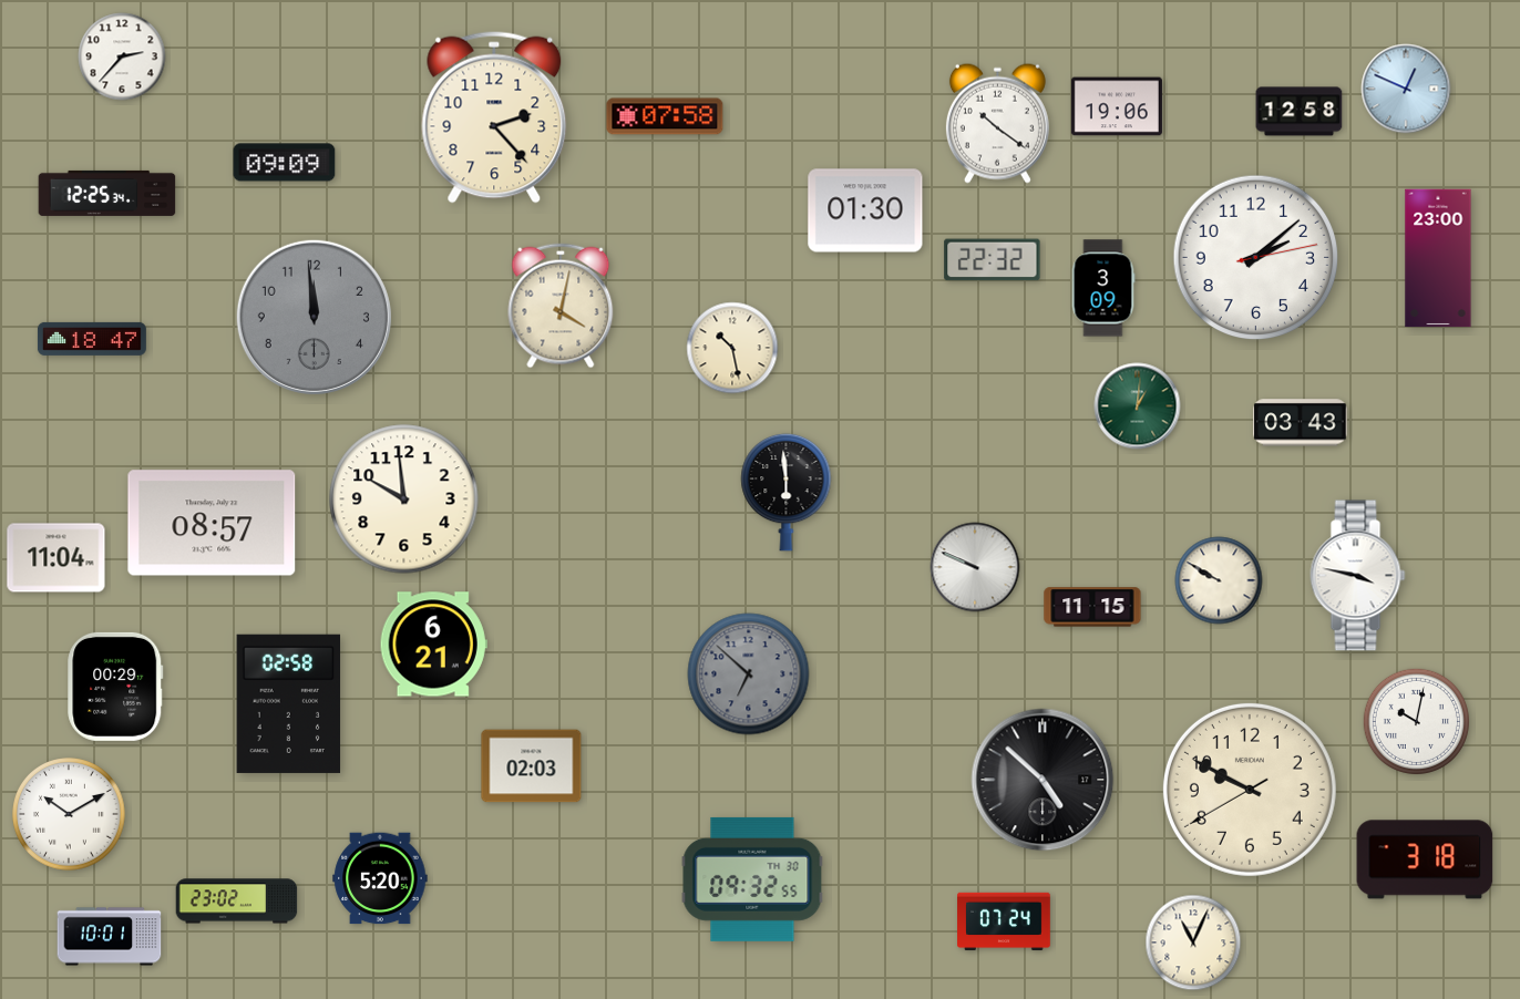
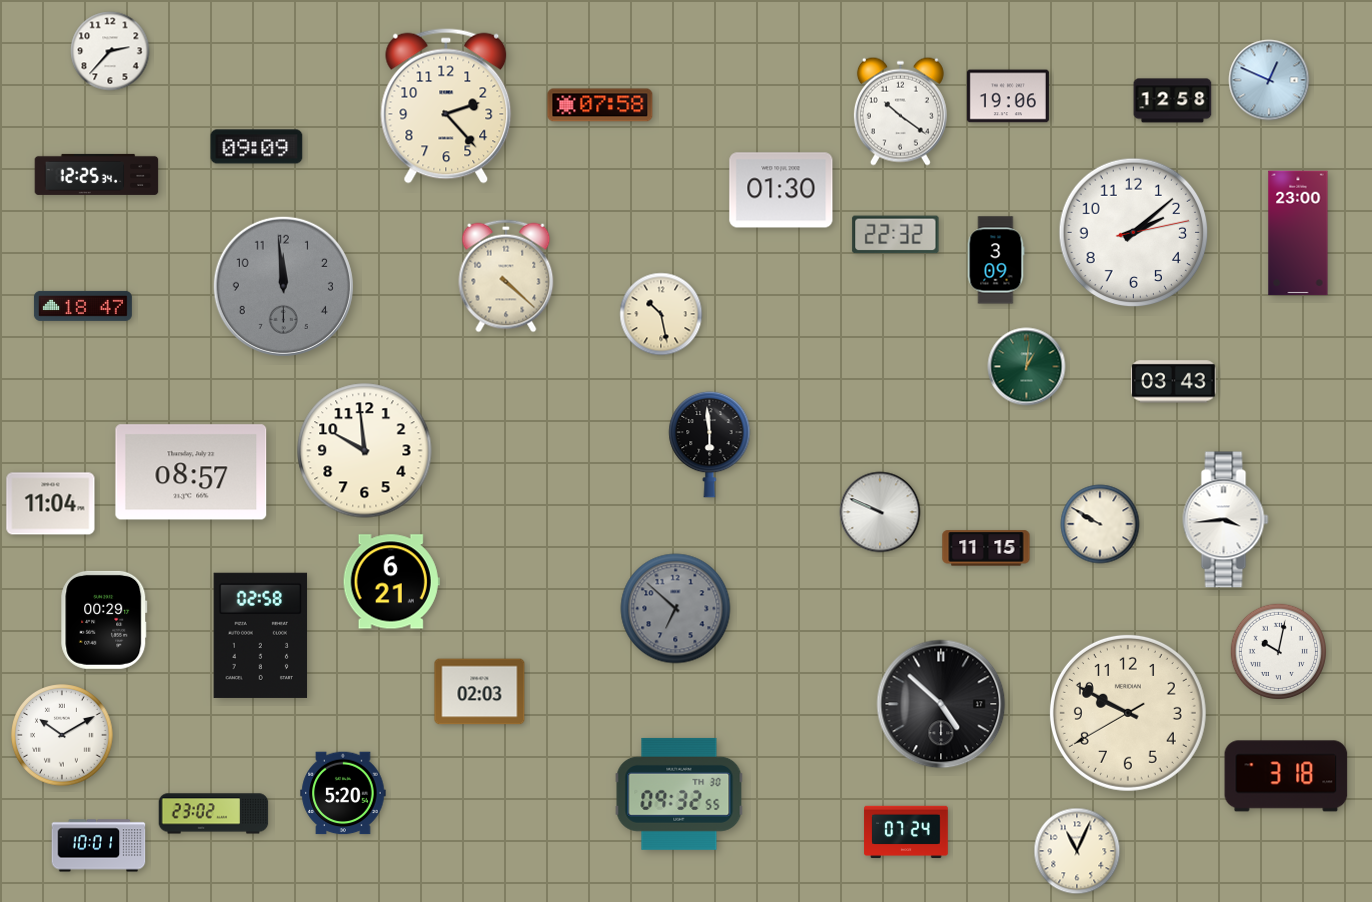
clock at (561, 306): 4:02 -> 4:22
clock at (1358, 576): 3:47 -> 3:44
